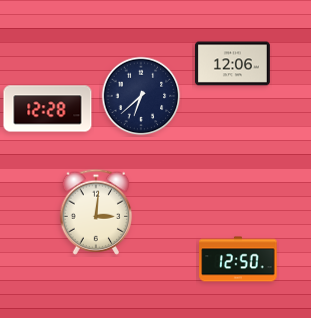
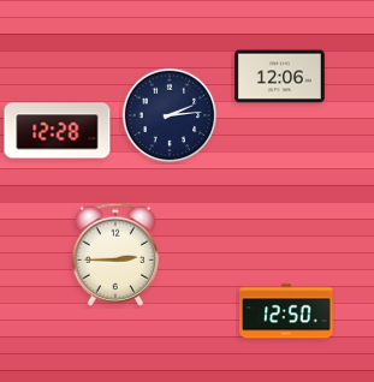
clock at (141, 96): 6:38 -> 2:14
clock at (96, 212): 3:01 -> 2:45
